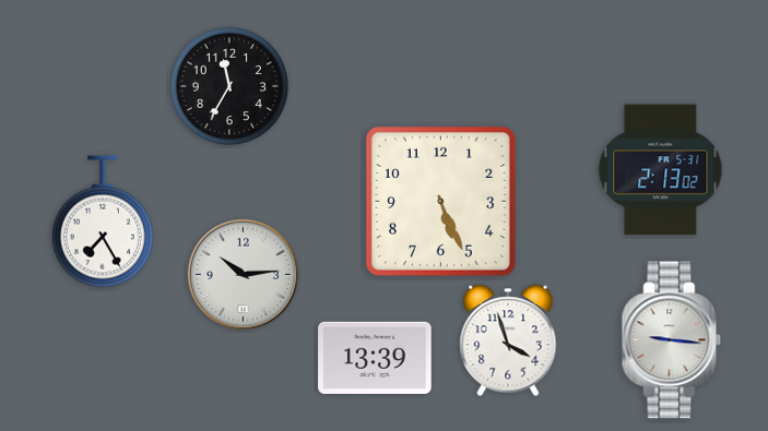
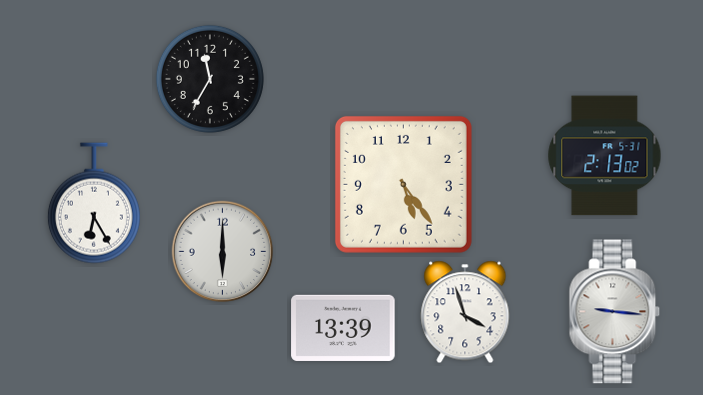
clock at (440, 201): 5:26 -> 5:24
clock at (103, 222): 7:25 -> 6:25
clock at (244, 275): 10:14 -> 6:00
